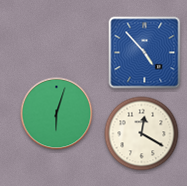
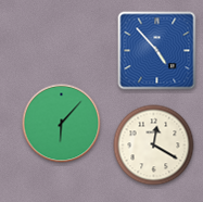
clock at (145, 53) position: (145, 53) -> (157, 51)
clock at (57, 114): 6:03 -> 6:07
